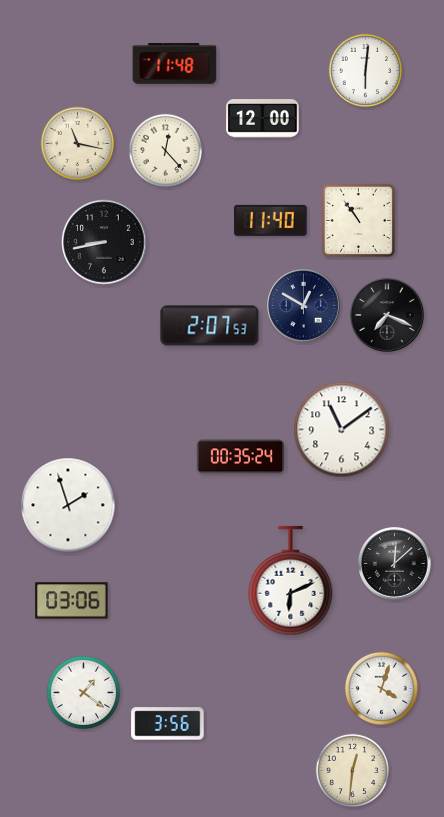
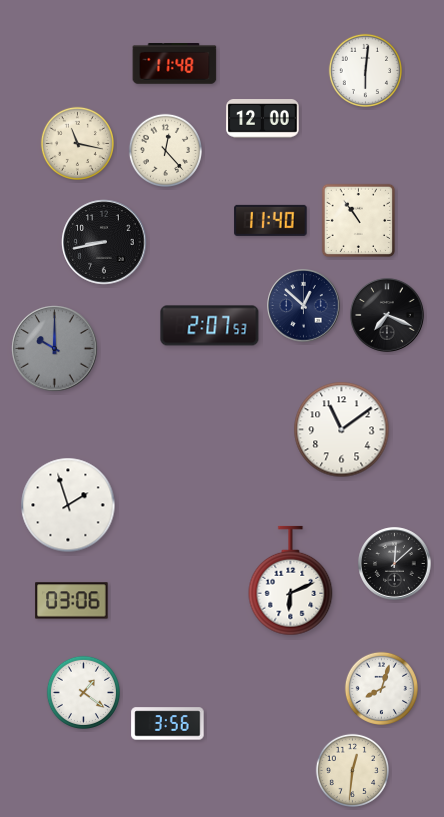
clock at (304, 306): 12:50 -> 12:52
clock at (55, 349): none -> 10:00
clock at (240, 457): 00:35 -> none
clock at (381, 688): 4:03 -> 8:03
